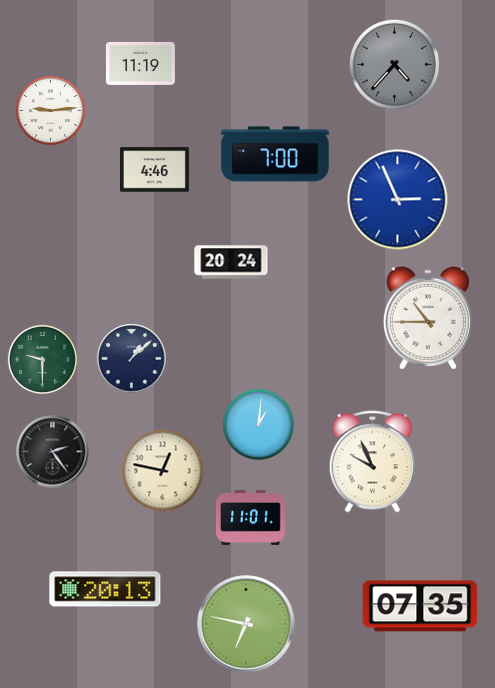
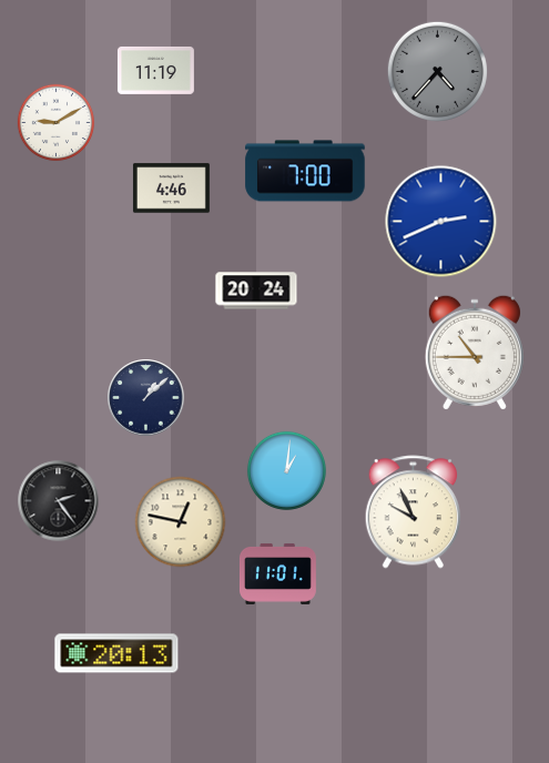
clock at (50, 110): 9:14 -> 9:10
clock at (398, 200): 2:56 -> 2:41
clock at (42, 359): 9:30 -> none
clock at (420, 606): 07:35 -> none
clock at (246, 624): 6:47 -> none
